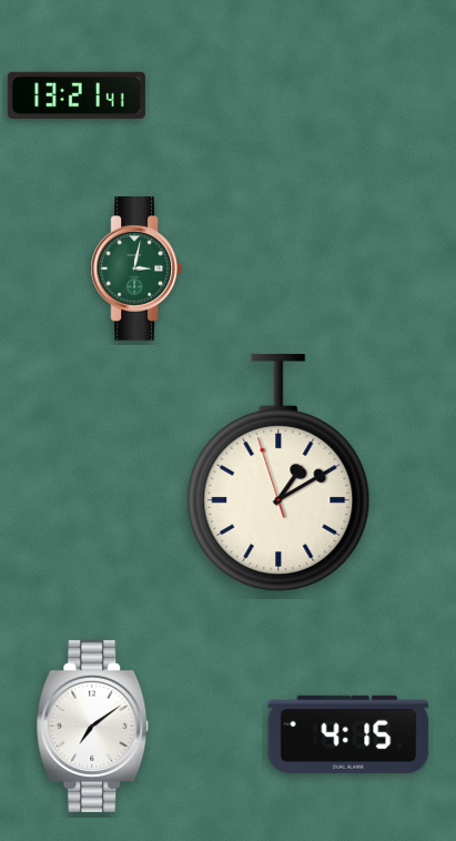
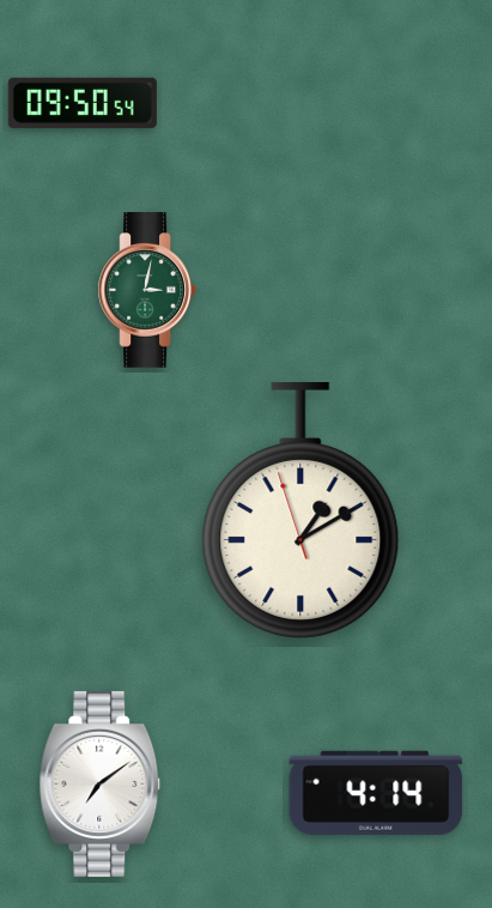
clock at (77, 95): 13:21 -> 09:50
clock at (348, 734): 4:15 -> 4:14
